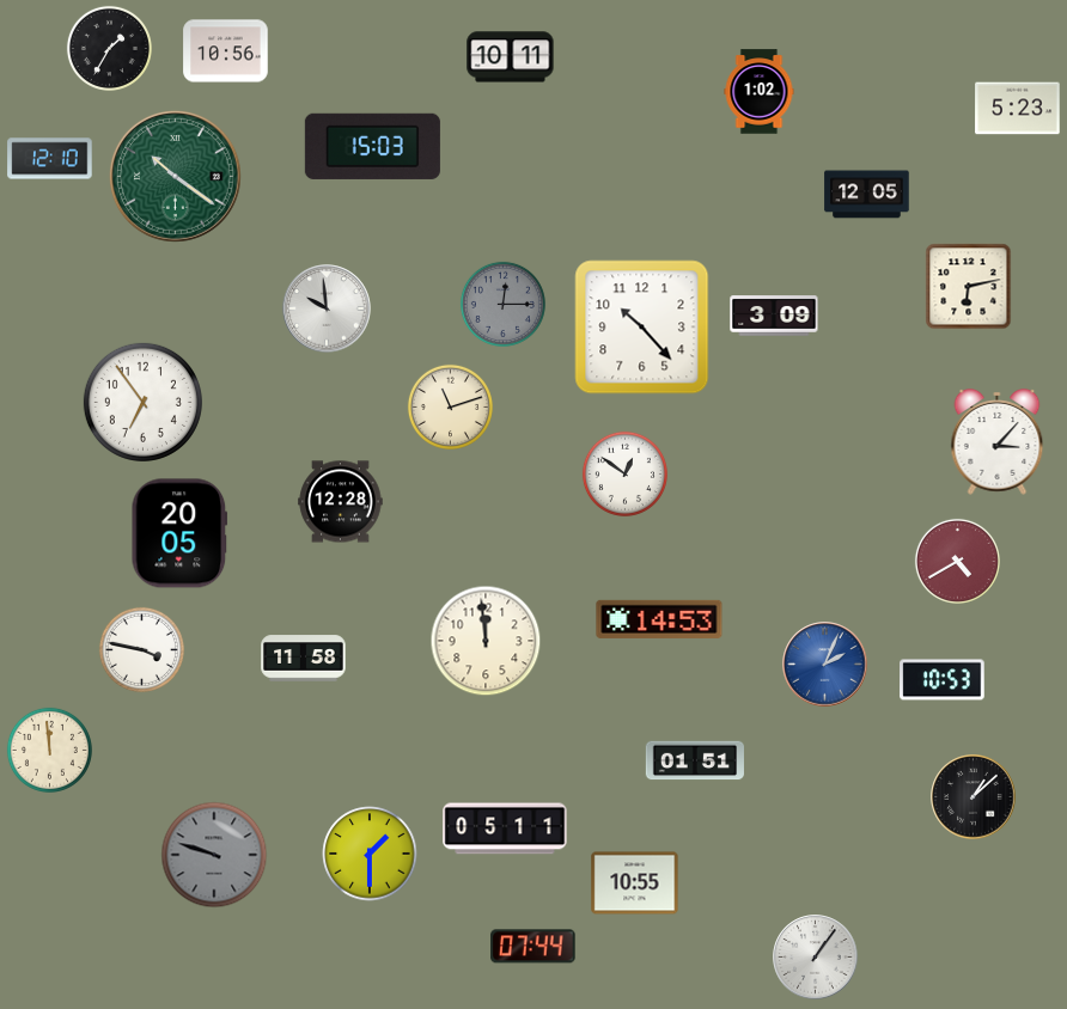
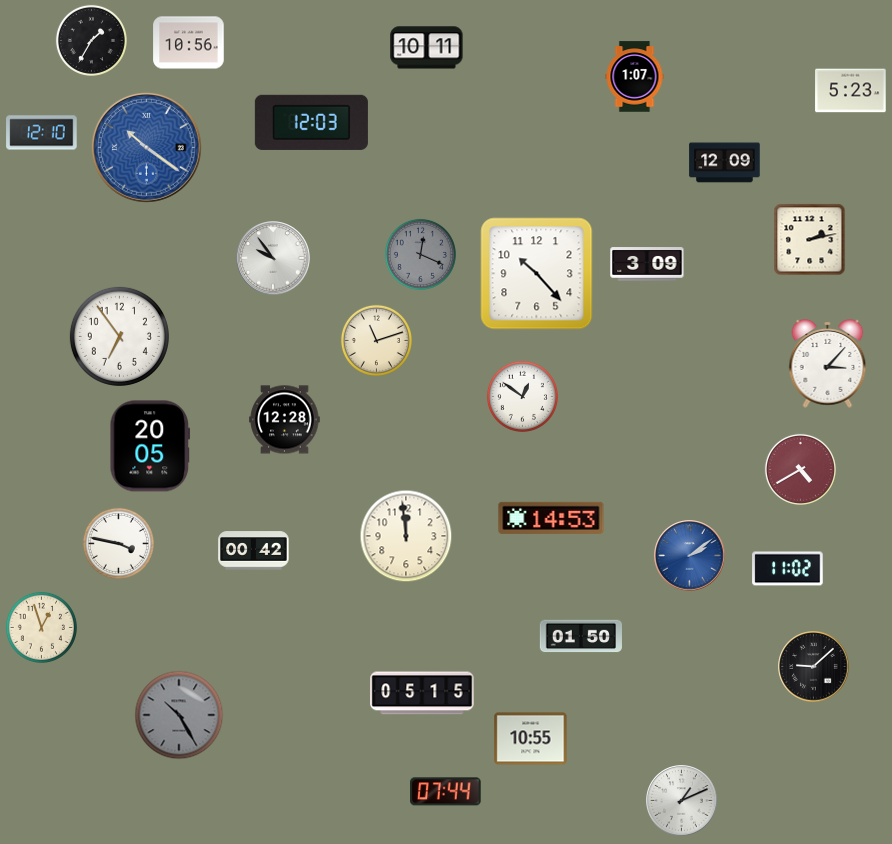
clock at (760, 92): 1:02 -> 1:07
clock at (372, 146): 15:03 -> 12:03
clock at (175, 176) dial: green -> blue
clock at (867, 195): 12:05 -> 12:09
clock at (969, 287): 6:13 -> 2:13
clock at (502, 304): 12:15 -> 12:19
clock at (327, 308): 9:59 -> 9:54
clock at (998, 442) position: (998, 442) -> (828, 364)
clock at (304, 659): 11:58 -> 00:42
clock at (825, 665): 2:04 -> 2:09
clock at (943, 680): 10:53 -> 11:02
clock at (49, 750): 11:59 -> 12:57
clock at (695, 760): 01:51 -> 01:50
clock at (974, 797): 1:08 -> 9:08
clock at (505, 828): 05:11 -> 05:15
clock at (370, 854): 1:30 -> none
clock at (214, 855): 9:48 -> 10:25
clock at (816, 958): 1:06 -> 1:11
